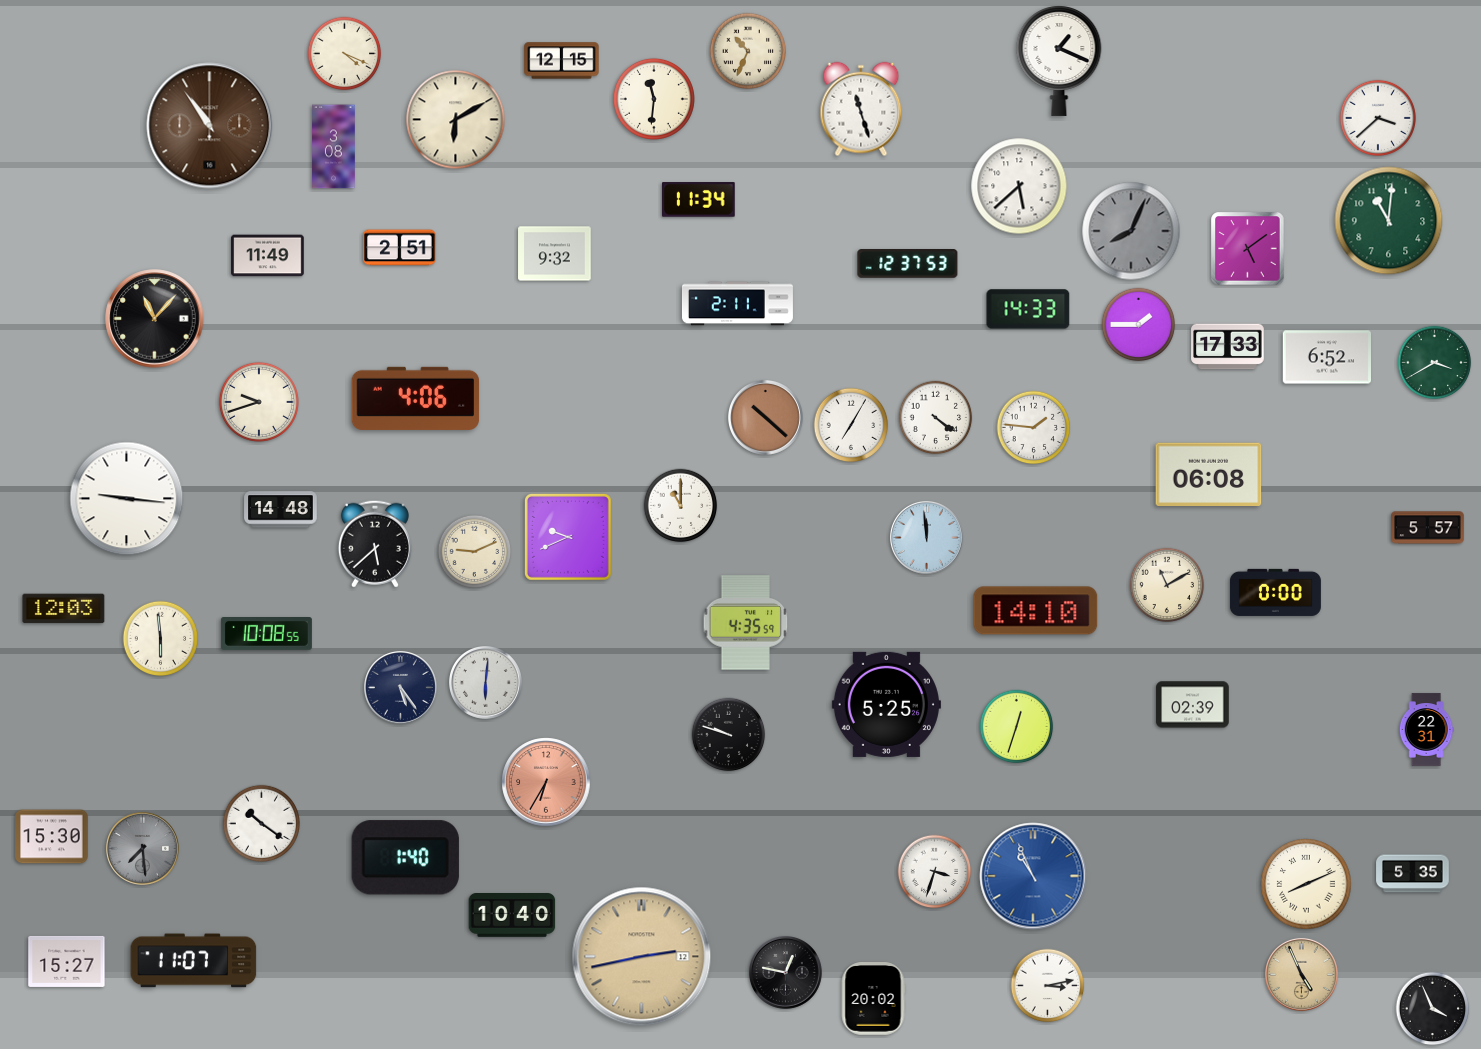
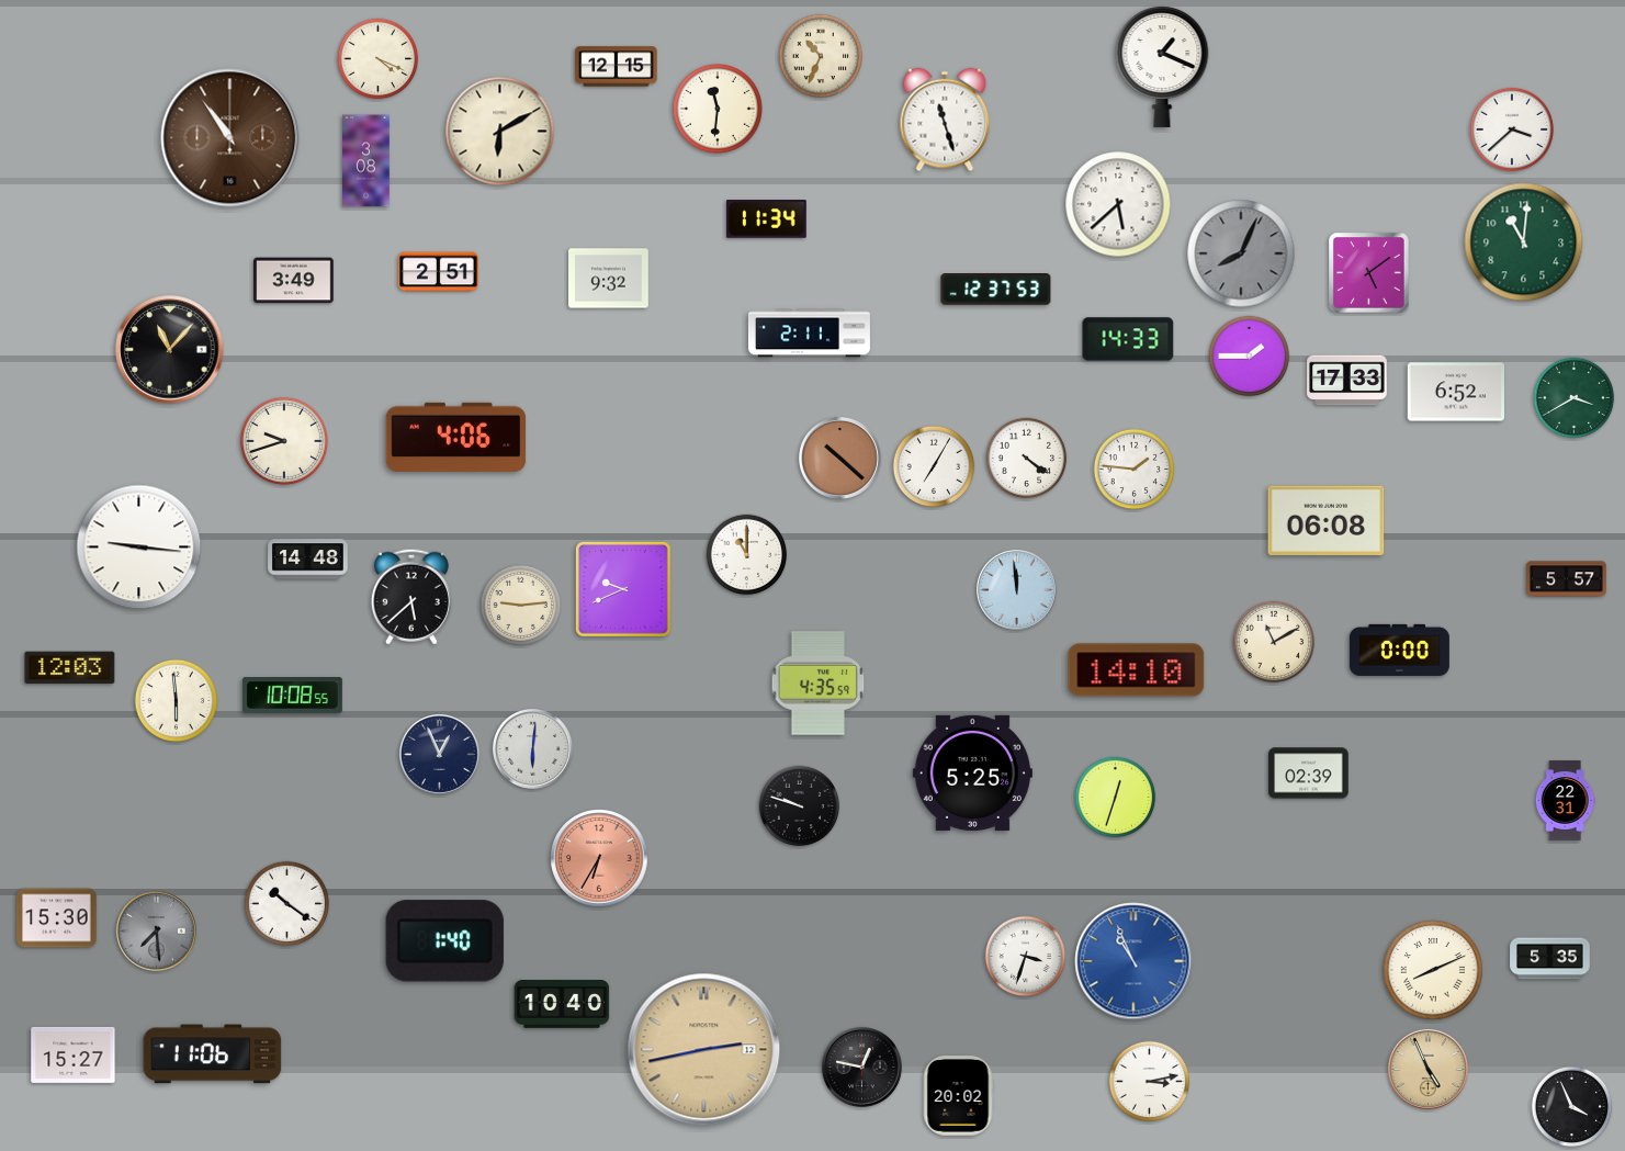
clock at (268, 256): 11:49 -> 3:49
clock at (475, 552): 9:11 -> 9:14
clock at (1167, 585) position: (1167, 585) -> (1274, 642)
clock at (400, 687): 5:24 -> 12:56
clock at (194, 961): 11:07 -> 11:06
